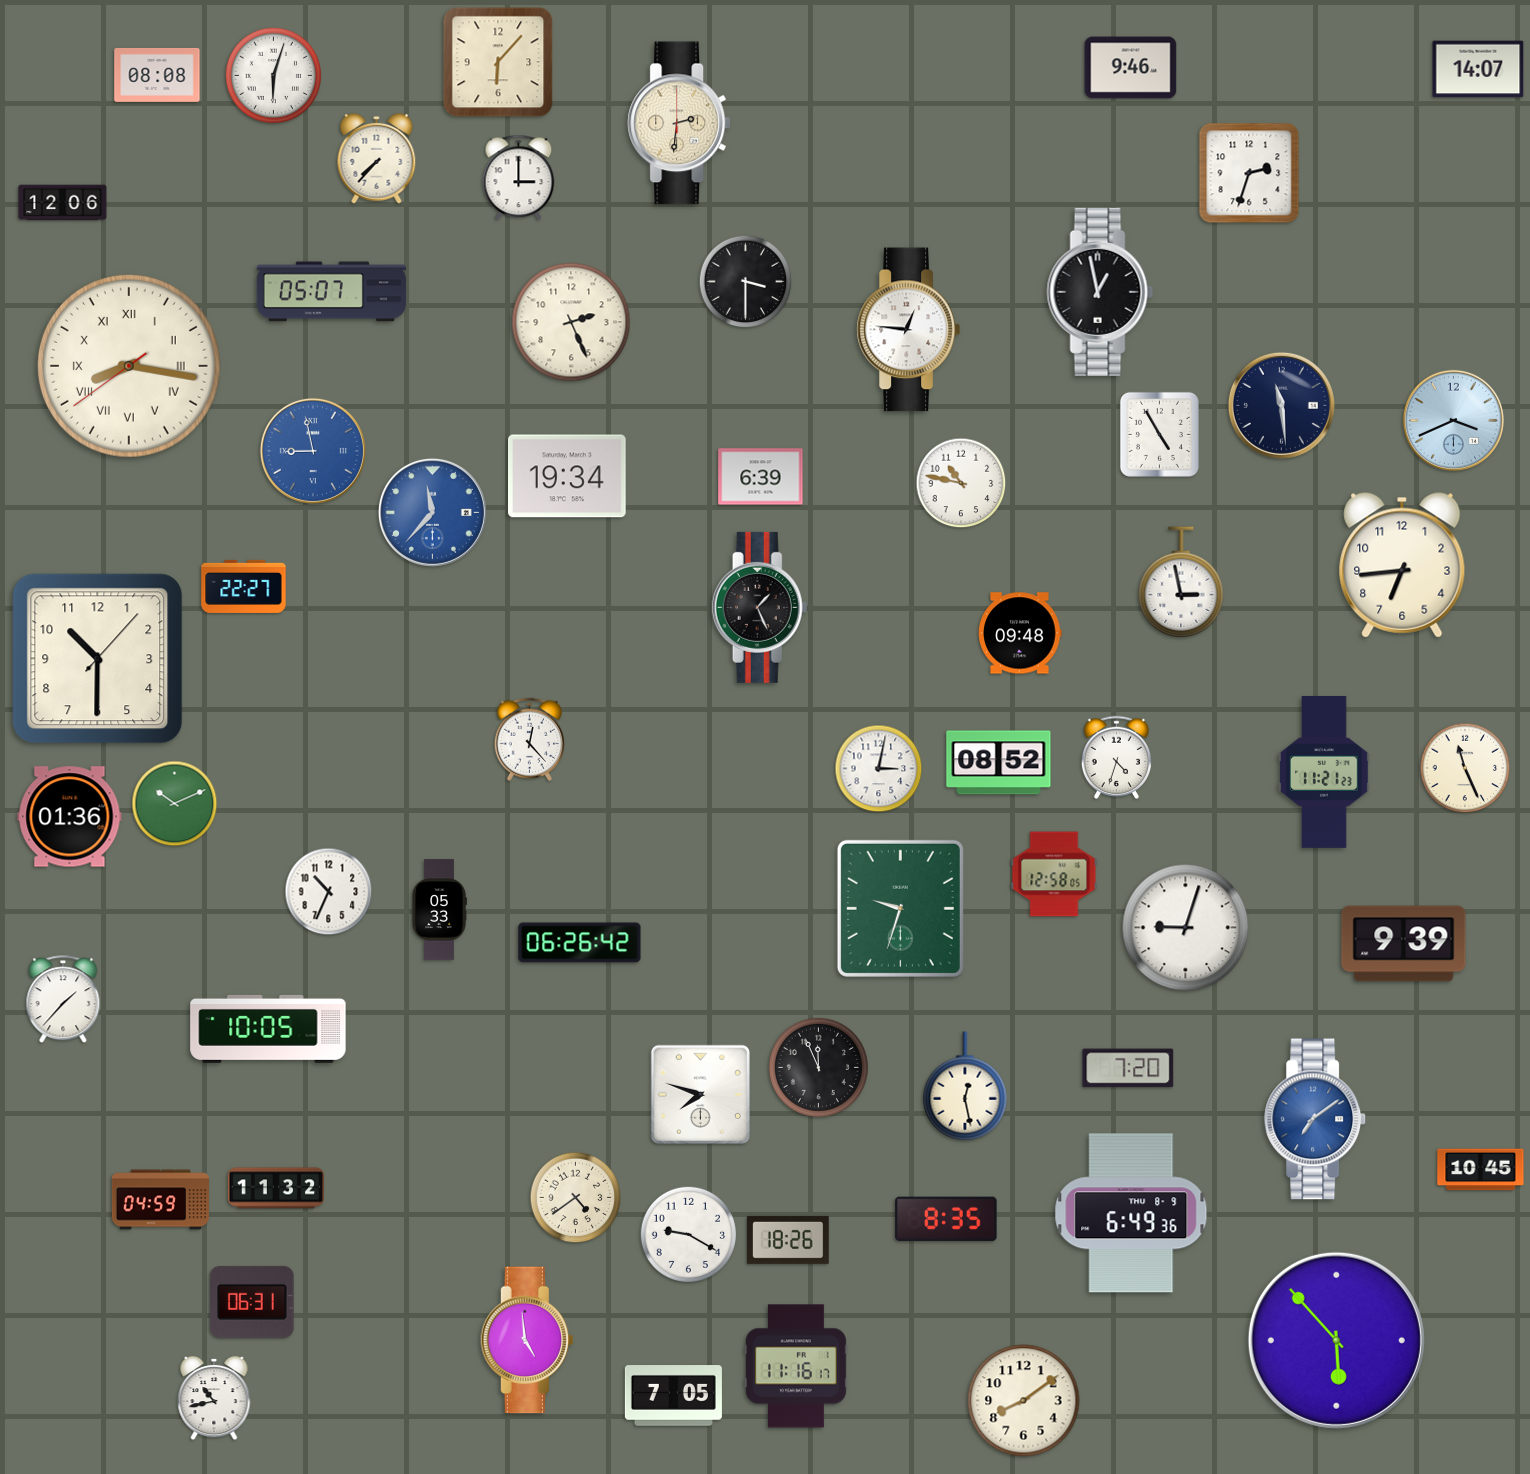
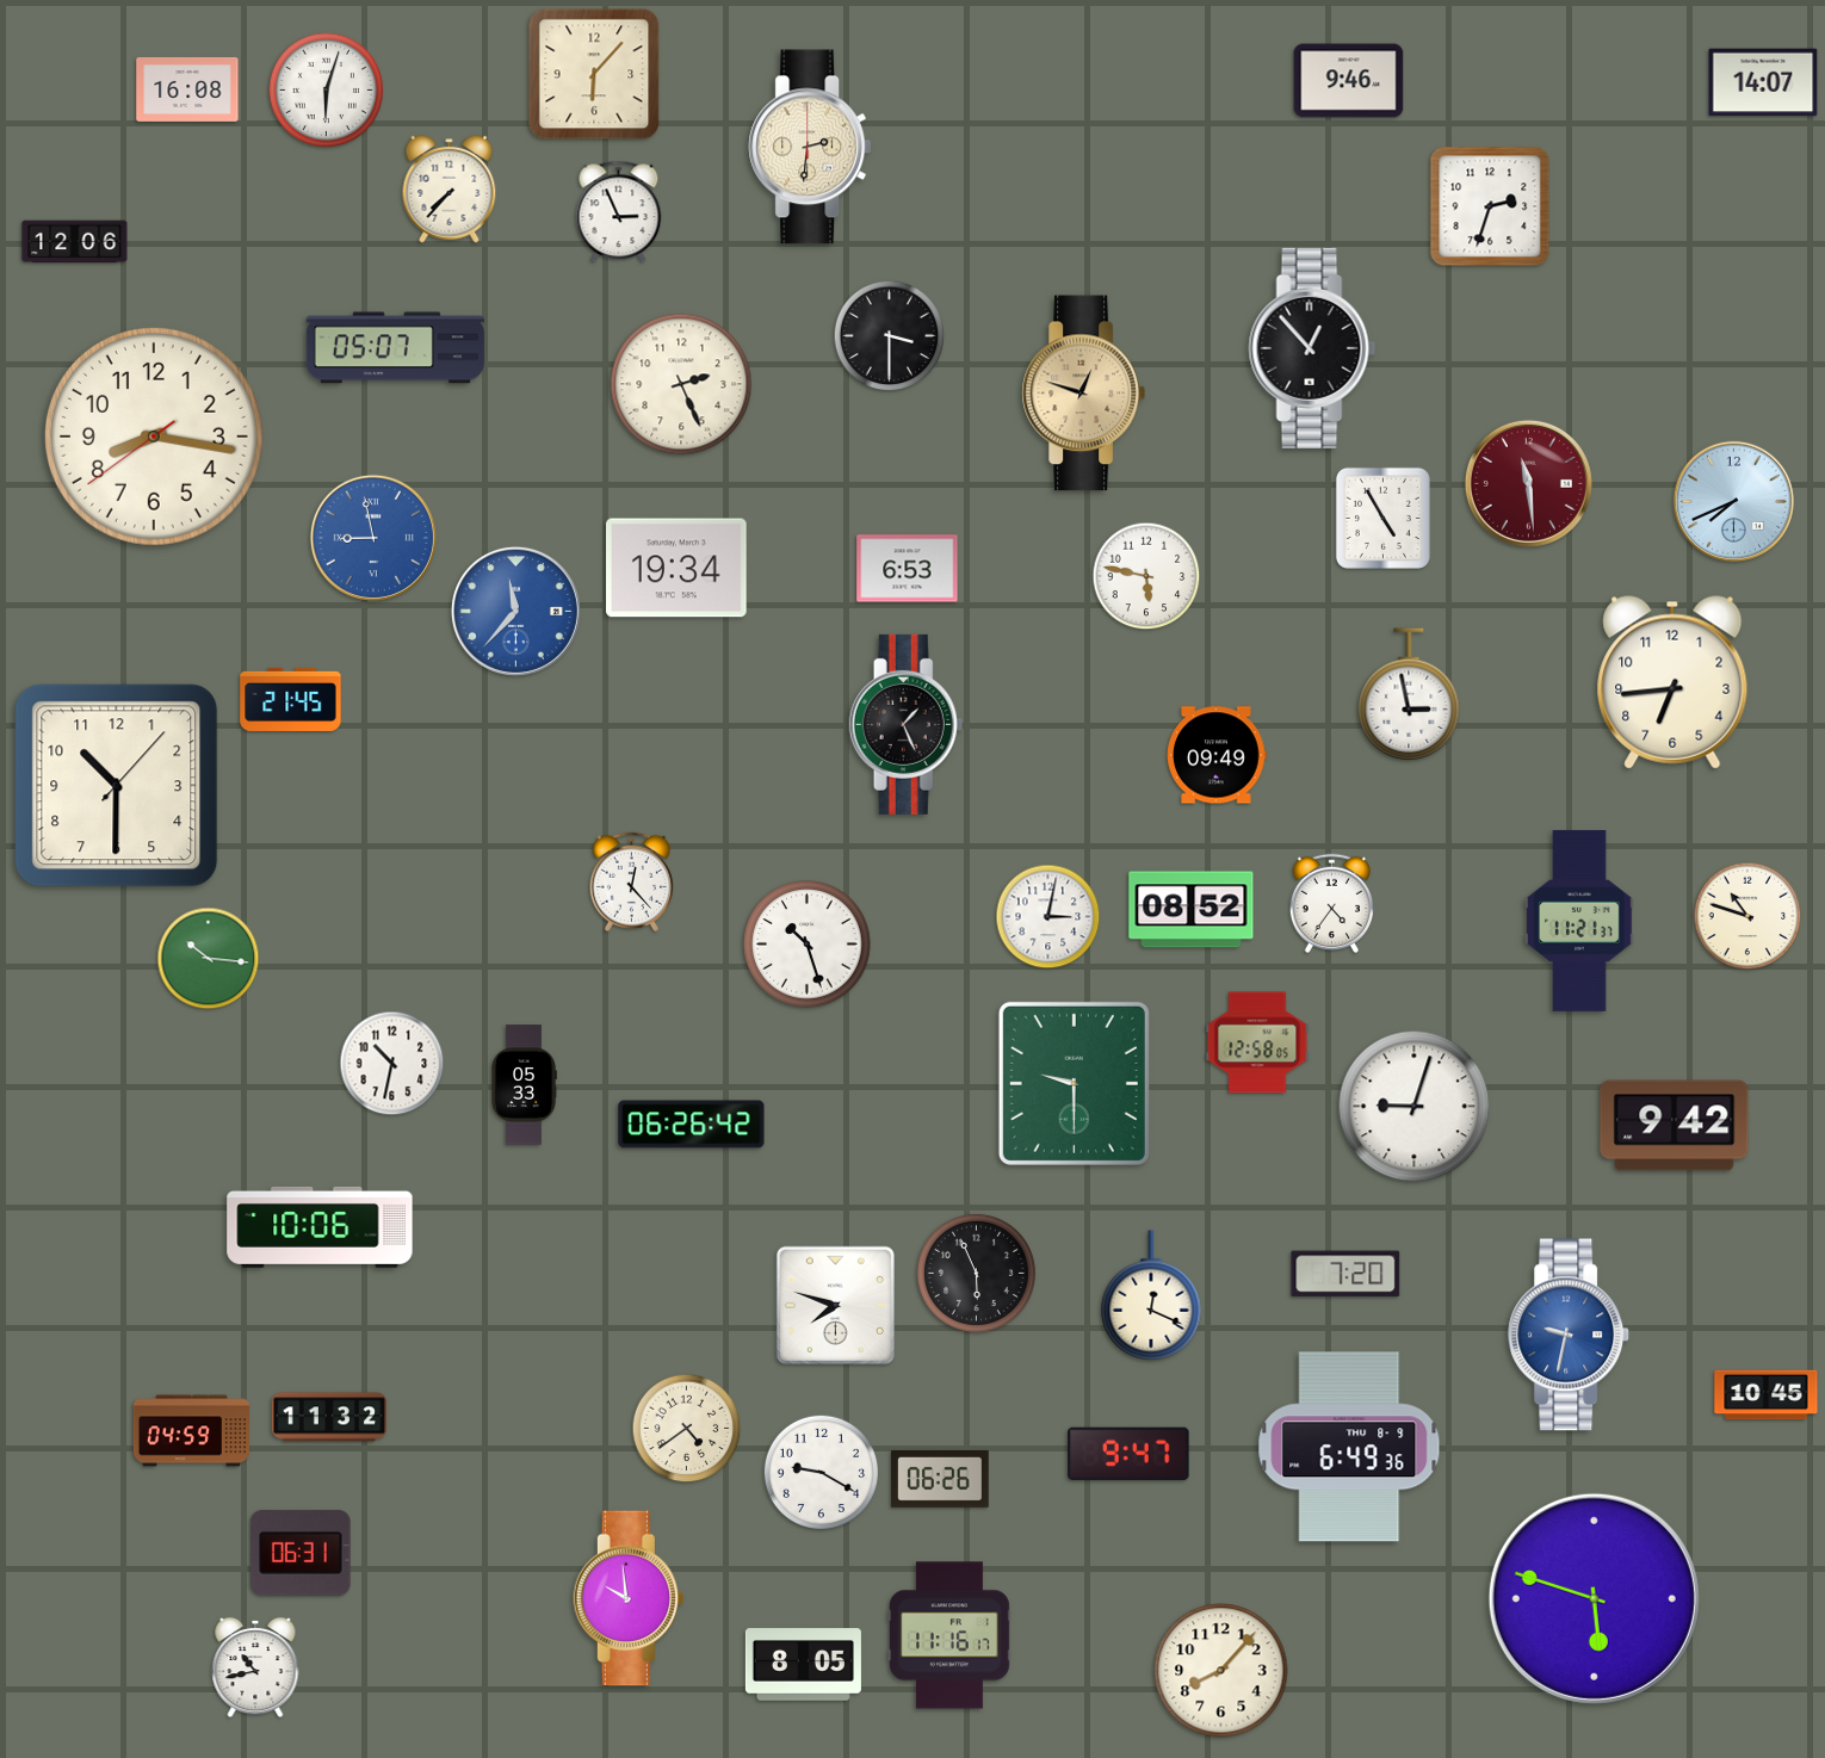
clock at (157, 75): 08:08 -> 16:08
clock at (519, 178): 3:00 -> 2:56
clock at (1100, 292): 12:58 -> 12:53
clock at (908, 330): 12:46 -> 12:48
clock at (908, 330) dial: white -> champagne
clock at (129, 366) numerals: Roman -> Arabic
clock at (1281, 405) dial: navy -> burgundy
clock at (1453, 420): 3:41 -> 7:41
clock at (761, 477): 6:39 -> 6:53
clock at (961, 483): 10:47 -> 5:47
clock at (1402, 565) position: (1402, 565) -> (1672, 682)
clock at (244, 586): 22:27 -> 21:45
clock at (1020, 633): 09:48 -> 09:49
clock at (1116, 757): 4:33 -> 4:36
clock at (1465, 768): 11:26 -> 10:48
clock at (1324, 772): 11:21:23 -> 11:21:37
clock at (808, 945): none -> 10:27
clock at (175, 804): 10:11 -> 10:16
clock at (70, 817): 01:36 -> none
clock at (329, 892): 10:34 -> 10:32
clock at (900, 908): 9:33 -> 9:30
clock at (1404, 944): 9:39 -> 9:42
clock at (63, 1000): 1:37 -> none
clock at (268, 1029): 10:05 -> 10:06
clock at (818, 1067): 11:56 -> 5:56
clock at (965, 1086): 12:28 -> 12:19
clock at (1316, 1119): 7:09 -> 9:32
clock at (946, 1219): 8:35 -> 9:47
clock at (789, 1240): 18:26 -> 06:26
clock at (526, 1340): 4:59 -> 9:59
clock at (1336, 1340): 5:53 -> 5:48
clock at (797, 1366) position: (797, 1366) -> (951, 1635)
clock at (673, 1396): 7:05 -> 8:05
clock at (1024, 1401): 8:09 -> 8:07
